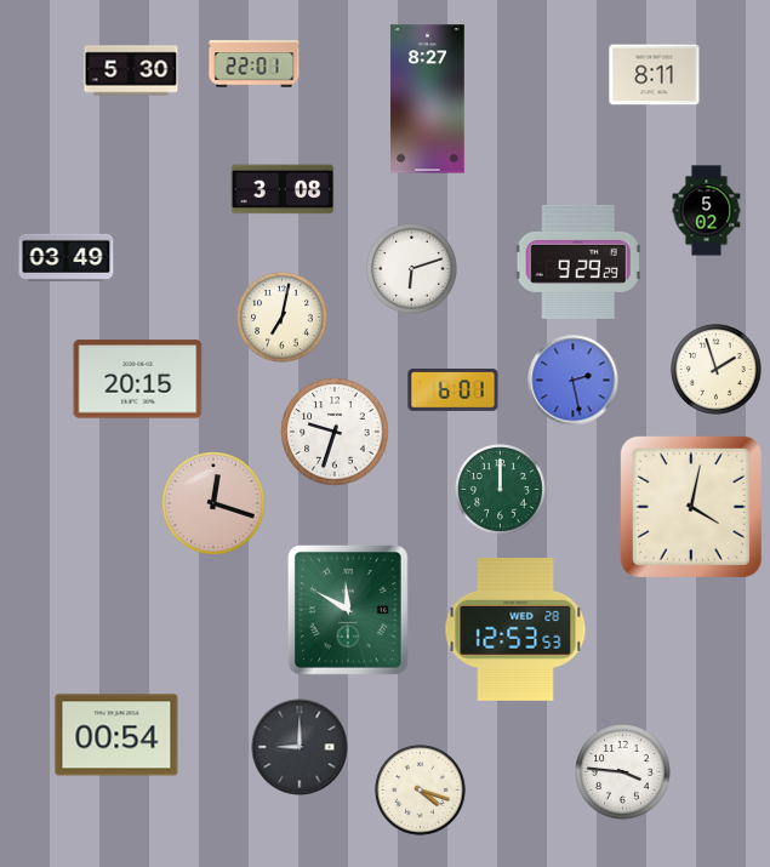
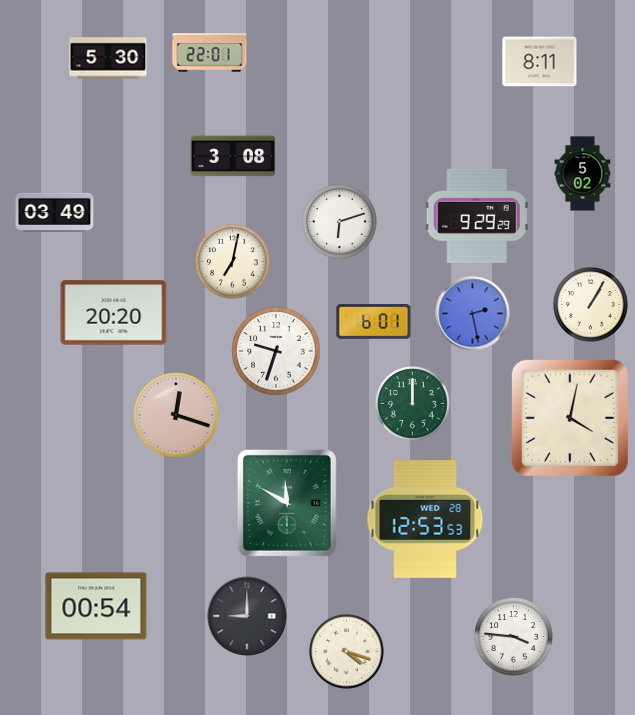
clock at (428, 99): 8:27 -> none
clock at (717, 370): 1:57 -> 1:05
clock at (138, 380): 20:15 -> 20:20
clock at (335, 432) position: (335, 432) -> (276, 351)
